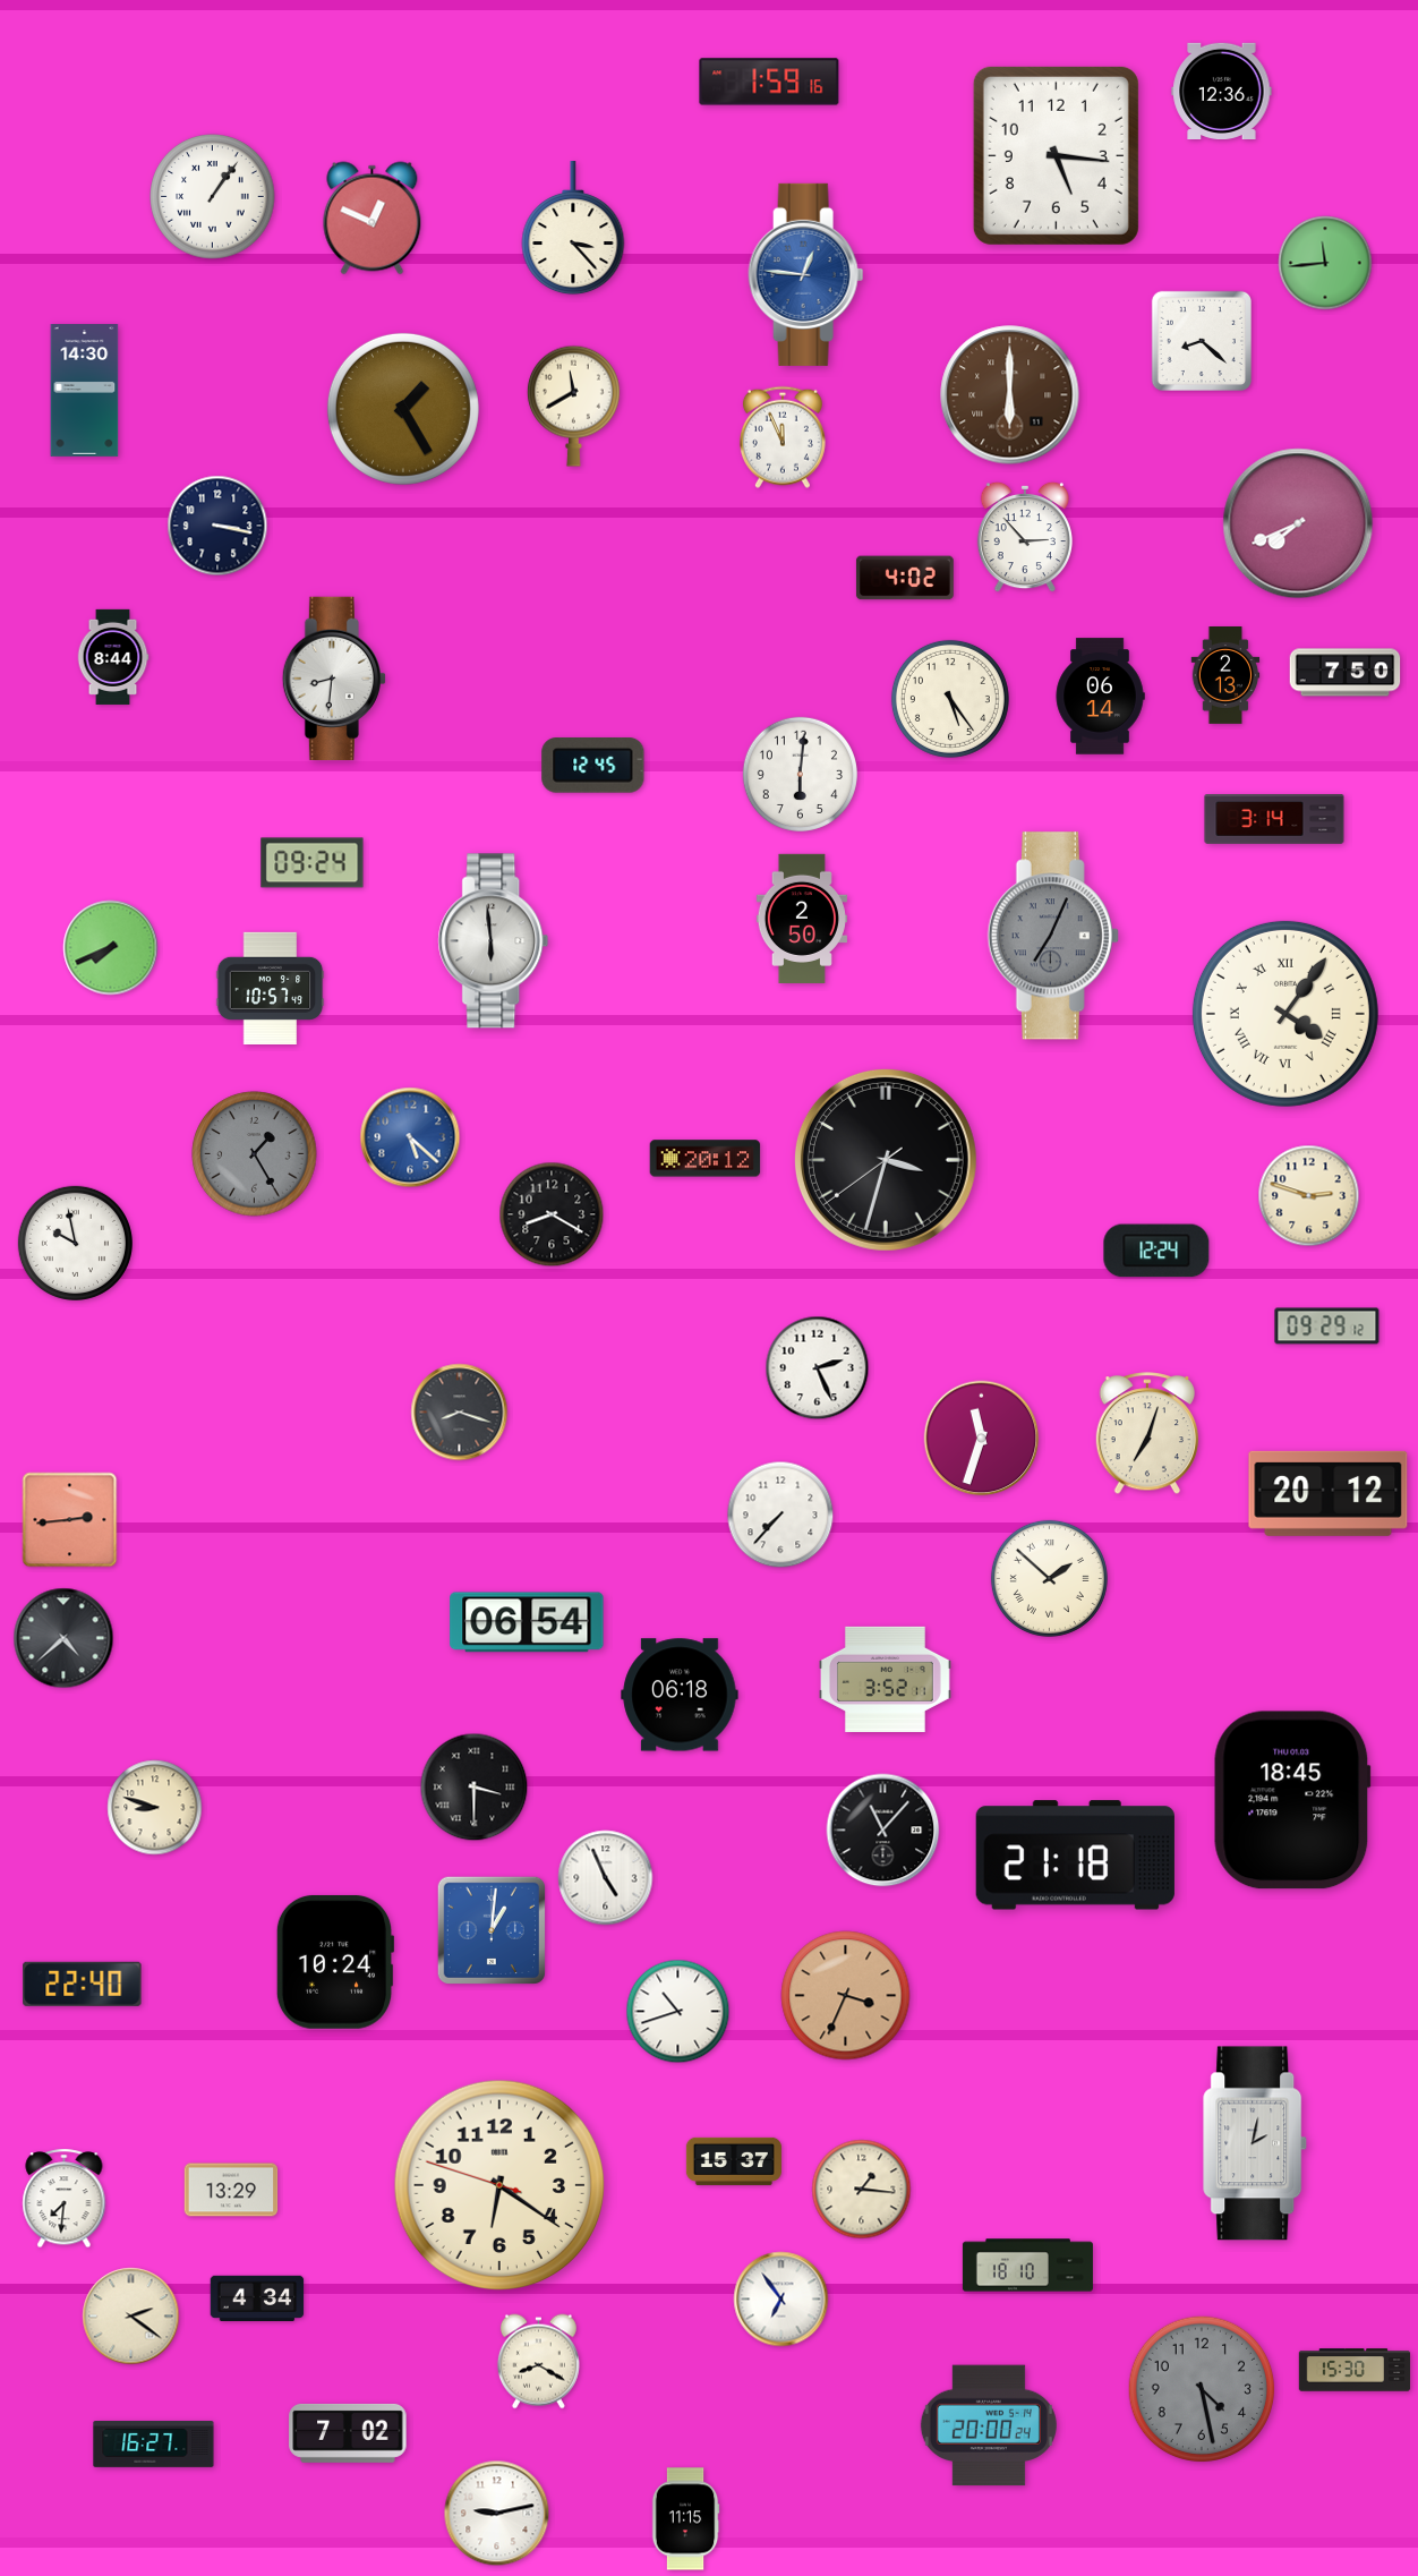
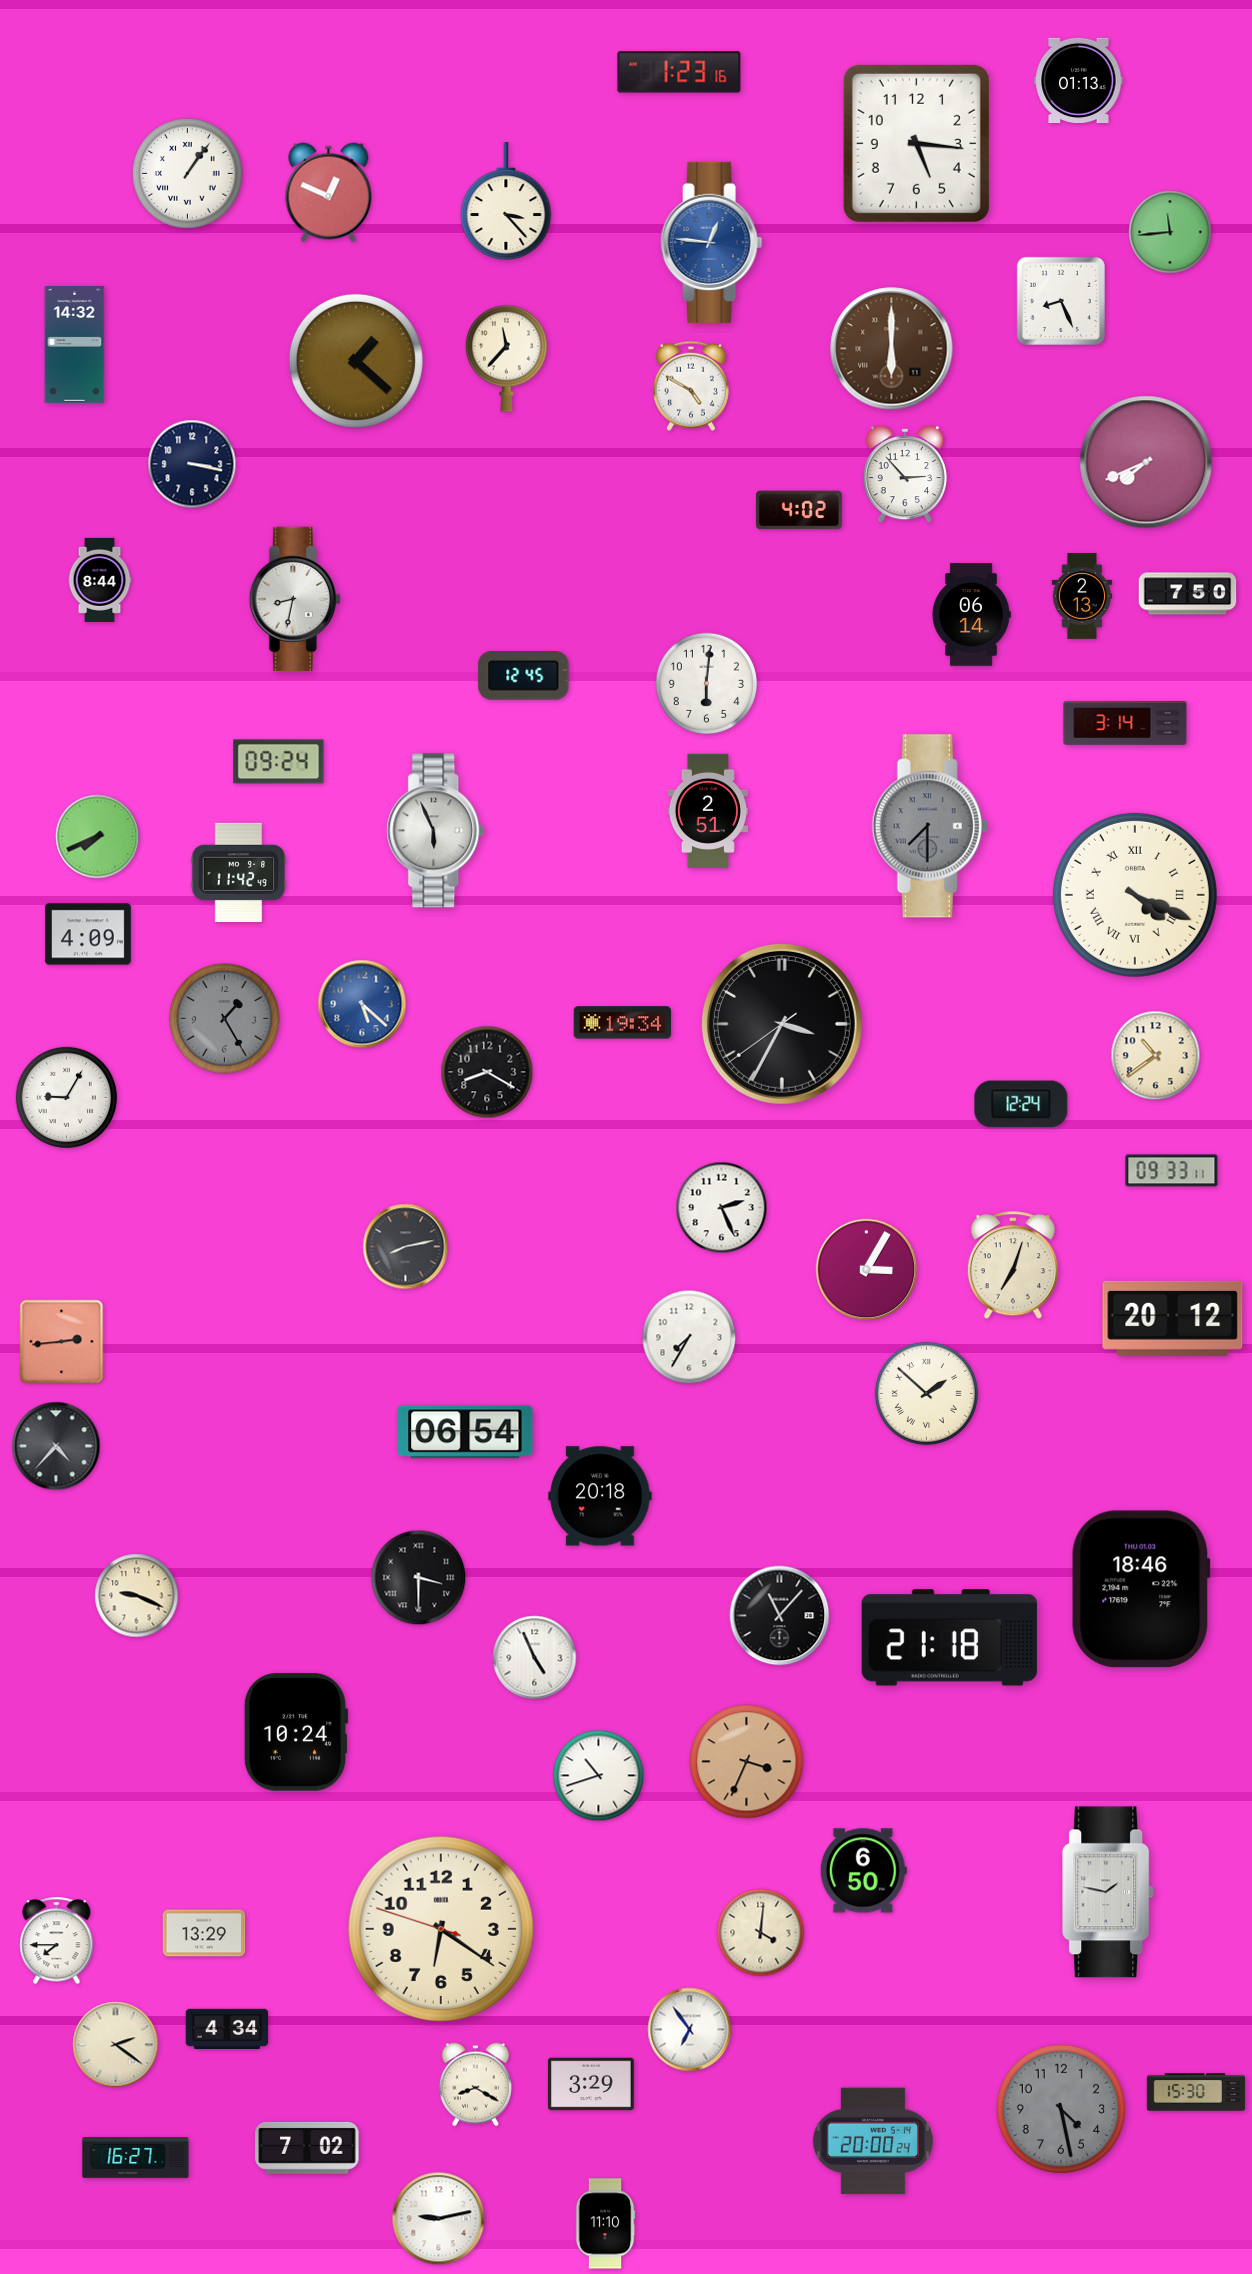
clock at (769, 82): 1:59 -> 1:23
clock at (1222, 91): 12:36 -> 01:13
clock at (1056, 155) position: (1056, 155) -> (916, 143)
clock at (1202, 341): 8:22 -> 8:26
clock at (85, 391): 14:30 -> 14:32
clock at (573, 406): 11:40 -> 11:37
clock at (403, 409): 1:25 -> 1:22
clock at (783, 437): 11:56 -> 4:50
clock at (334, 677): 8:31 -> 8:32
clock at (950, 699): 5:24 -> none
clock at (313, 863) position: (313, 863) -> (279, 762)
clock at (802, 919): 2:50 -> 2:51
clock at (1053, 936): 7:04 -> 7:30
clock at (494, 941): 5:59 -> 5:56
clock at (271, 988): 10:57 -> 11:42
clock at (1285, 1014): 4:06 -> 4:19
clock at (88, 934): none -> 4:09
clock at (706, 1159): 20:12 -> 19:34
clock at (886, 1160): 3:32 -> 3:34
clock at (1309, 1196): 2:48 -> 10:39
clock at (75, 1243): 9:58 -> 9:05
clock at (1327, 1327): 09:29 -> 09:33
clock at (460, 1413): 8:18 -> 8:13
clock at (982, 1439): 11:33 -> 3:05
clock at (780, 1515): 7:37 -> 7:35
clock at (63, 1638): 4:38 -> 4:37
clock at (886, 1679): 3:52 -> none
clock at (680, 1695): 06:18 -> 20:18
clock at (1292, 1800): 18:45 -> 18:46
clock at (155, 1808): 8:48 -> 9:19
clock at (492, 1930): 1:01 -> none
clock at (83, 1984): 22:40 -> none
clock at (863, 1871): none -> 6:50
clock at (1256, 2143): 2:02 -> 1:47
clock at (734, 2161): 15:37 -> none
clock at (862, 2190): 1:16 -> 4:01
clock at (65, 2199): 7:31 -> 7:45
clock at (1027, 2266): 18:10 -> none
clock at (591, 2084): none -> 3:29
clock at (685, 2519): 11:15 -> 11:10
